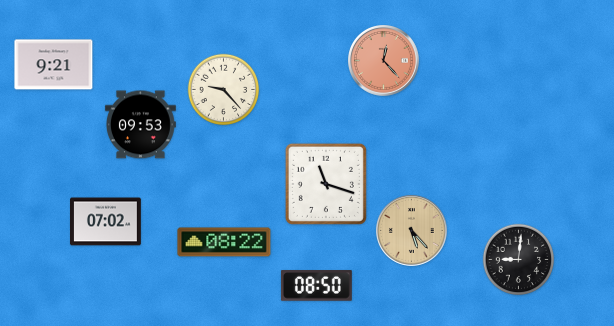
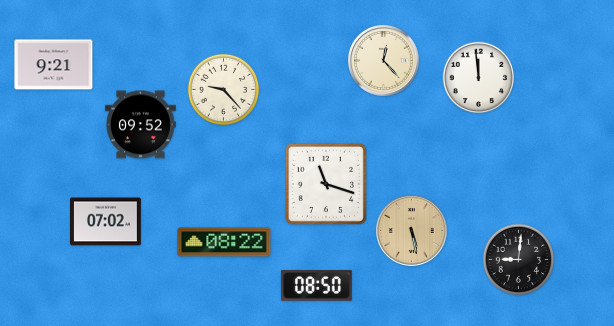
clock at (384, 61) dial: salmon -> cream
clock at (479, 78): none -> 11:59
clock at (140, 125): 09:53 -> 09:52
clock at (412, 231): 5:23 -> 5:28
